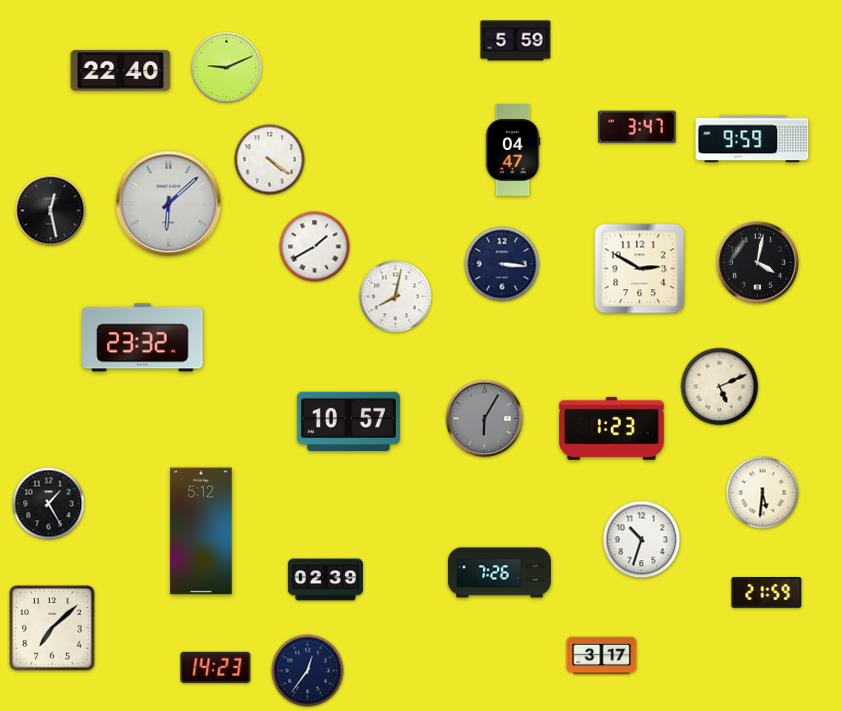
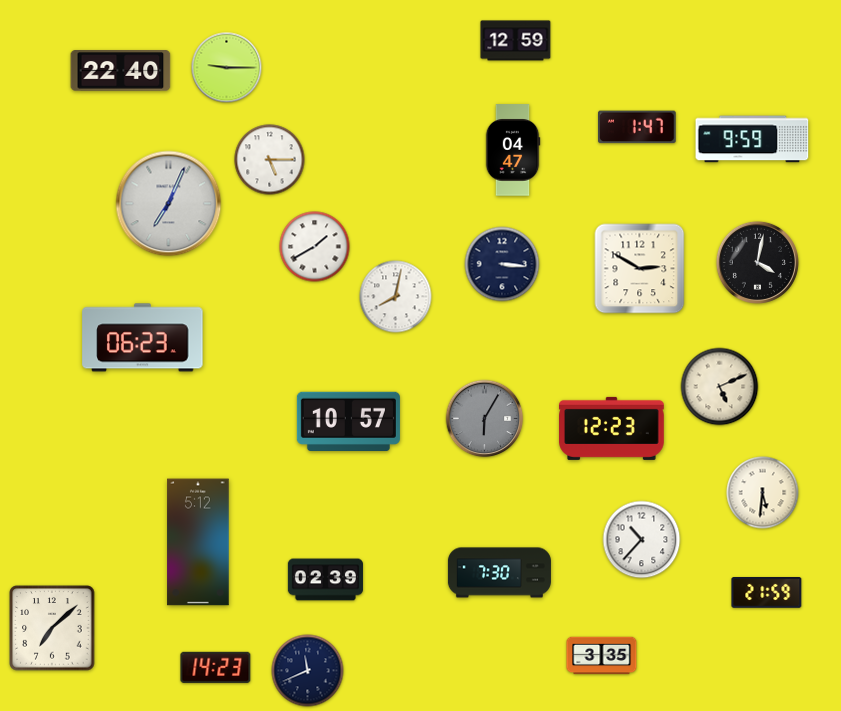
clock at (516, 41): 5:59 -> 12:59
clock at (227, 68): 9:11 -> 9:15
clock at (638, 127): 3:47 -> 1:47
clock at (270, 160): 4:21 -> 5:15
clock at (169, 204): 6:08 -> 7:04
clock at (51, 211): 12:28 -> none
clock at (143, 338): 23:32 -> 06:23
clock at (612, 428): 1:23 -> 12:23
clock at (49, 504): 1:25 -> none
clock at (201, 531) position: (201, 531) -> (198, 542)
clock at (642, 540): 10:33 -> 10:37
clock at (499, 573): 7:26 -> 7:30
clock at (602, 656): 3:17 -> 3:35
clock at (308, 671): 12:36 -> 11:41
